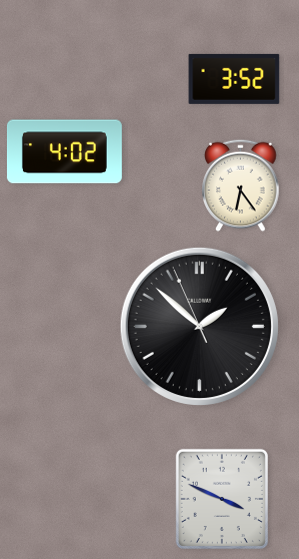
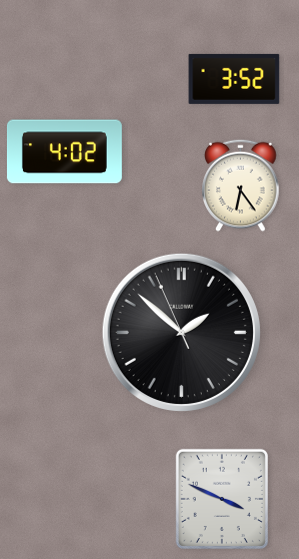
clock at (199, 326) position: (199, 326) -> (181, 332)
